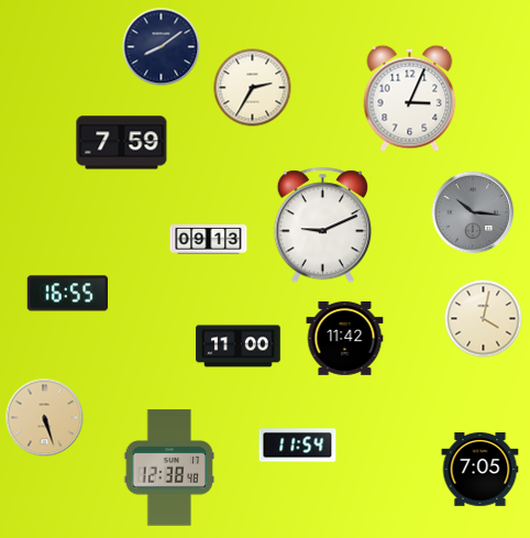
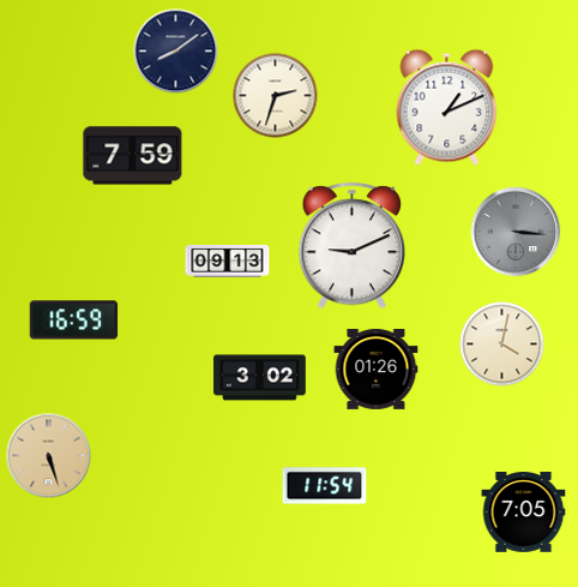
clock at (253, 88): 2:35 -> 2:33
clock at (410, 98): 3:04 -> 1:11
clock at (473, 212): 10:16 -> 3:16
clock at (68, 294): 16:55 -> 16:59
clock at (484, 319) position: (484, 319) -> (502, 345)
clock at (345, 338): 11:42 -> 01:26
clock at (239, 347): 11:00 -> 3:02
clock at (169, 468): 12:38 -> none
